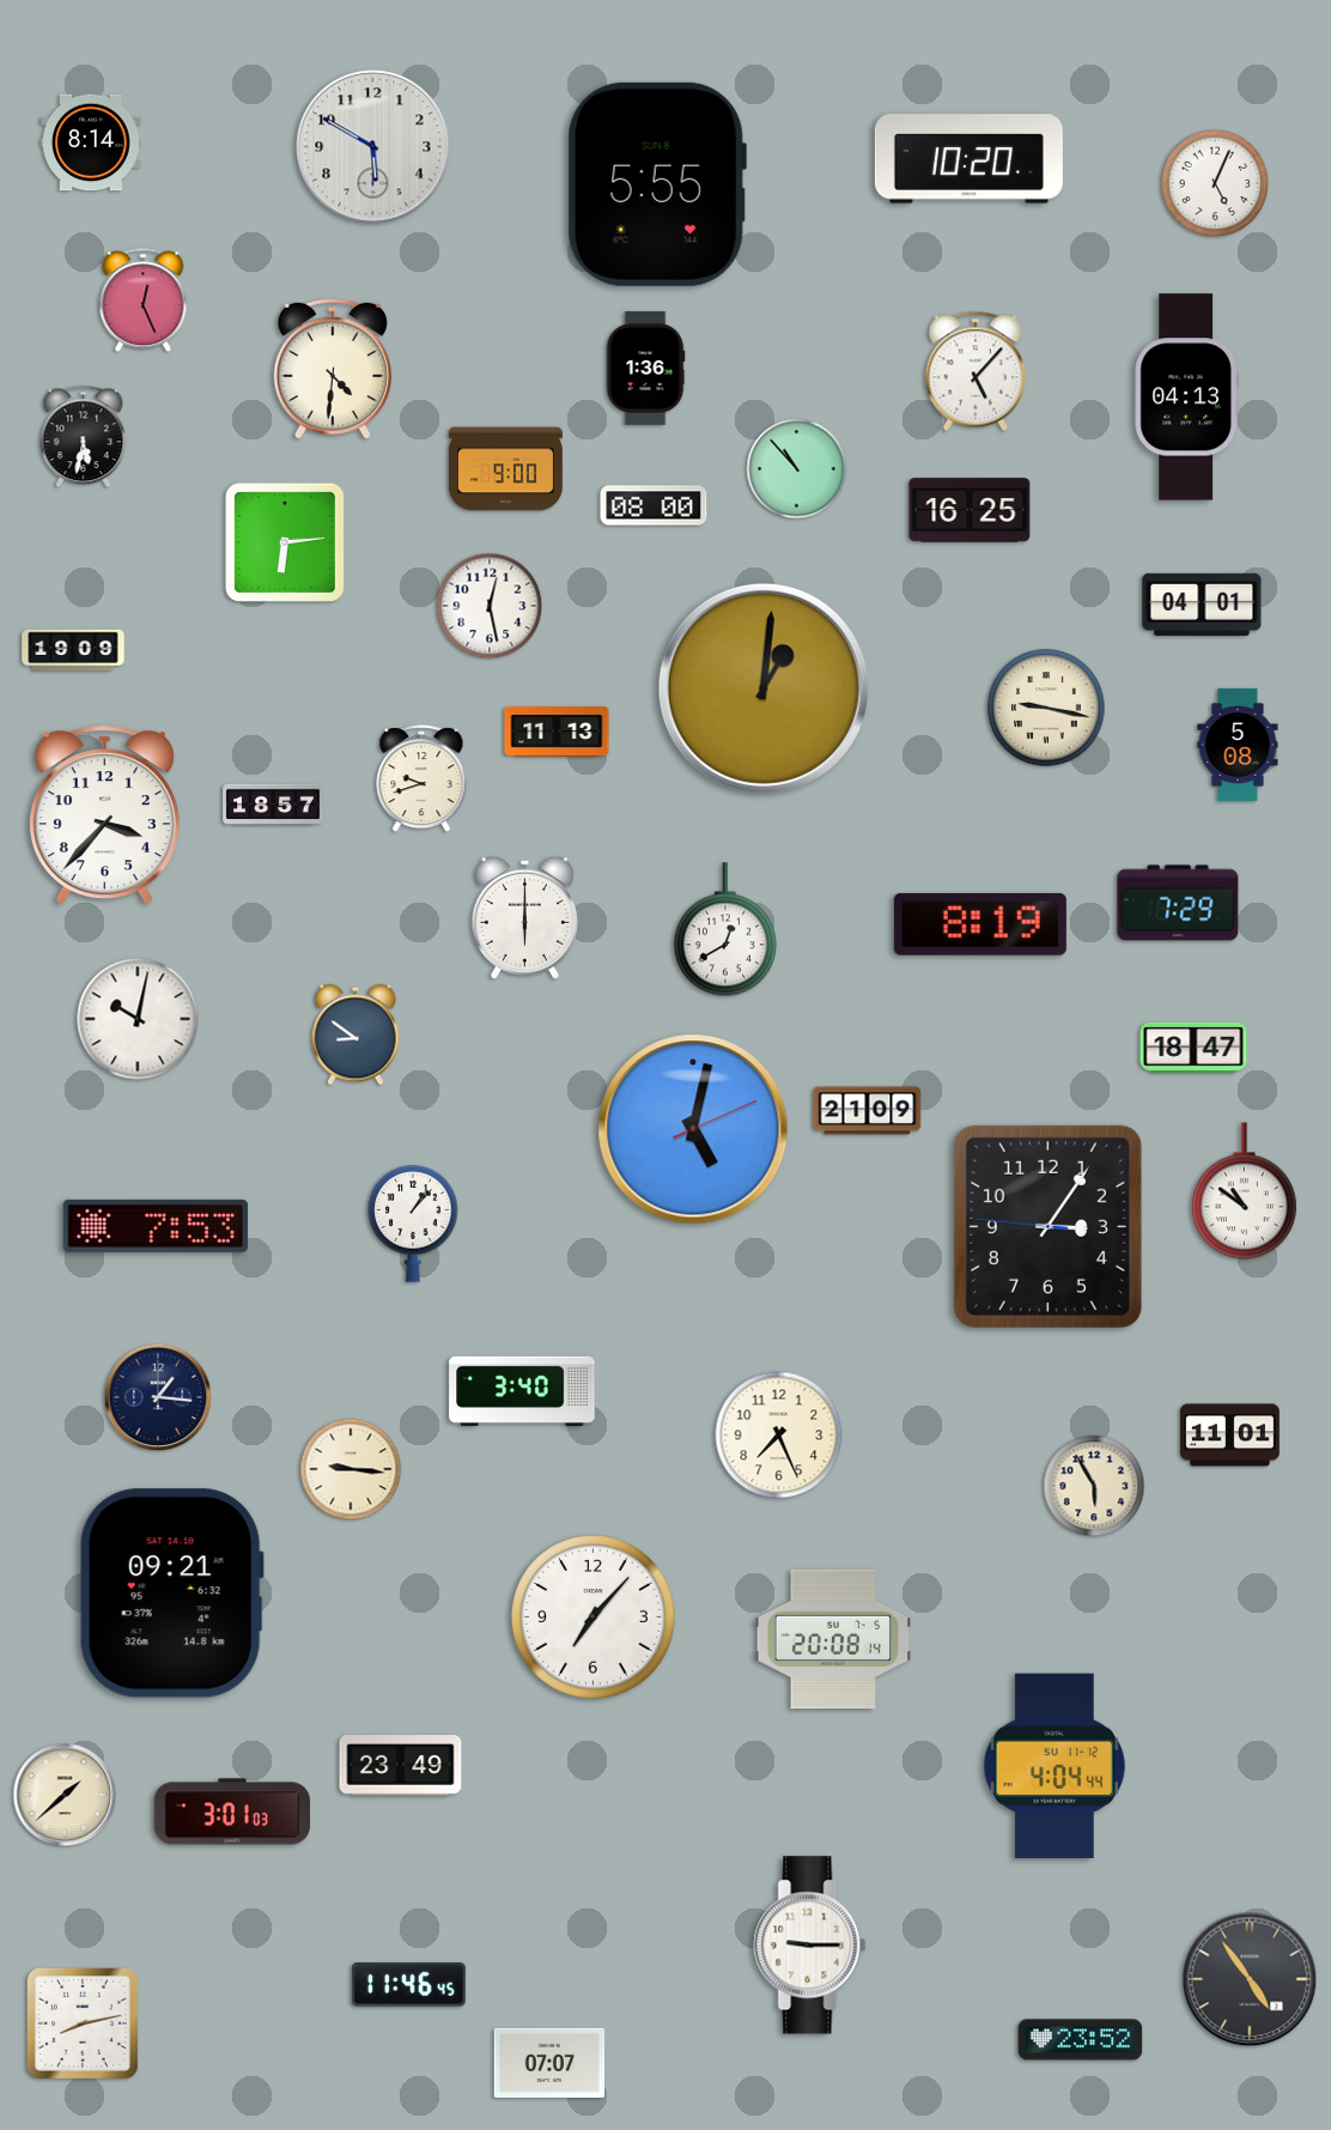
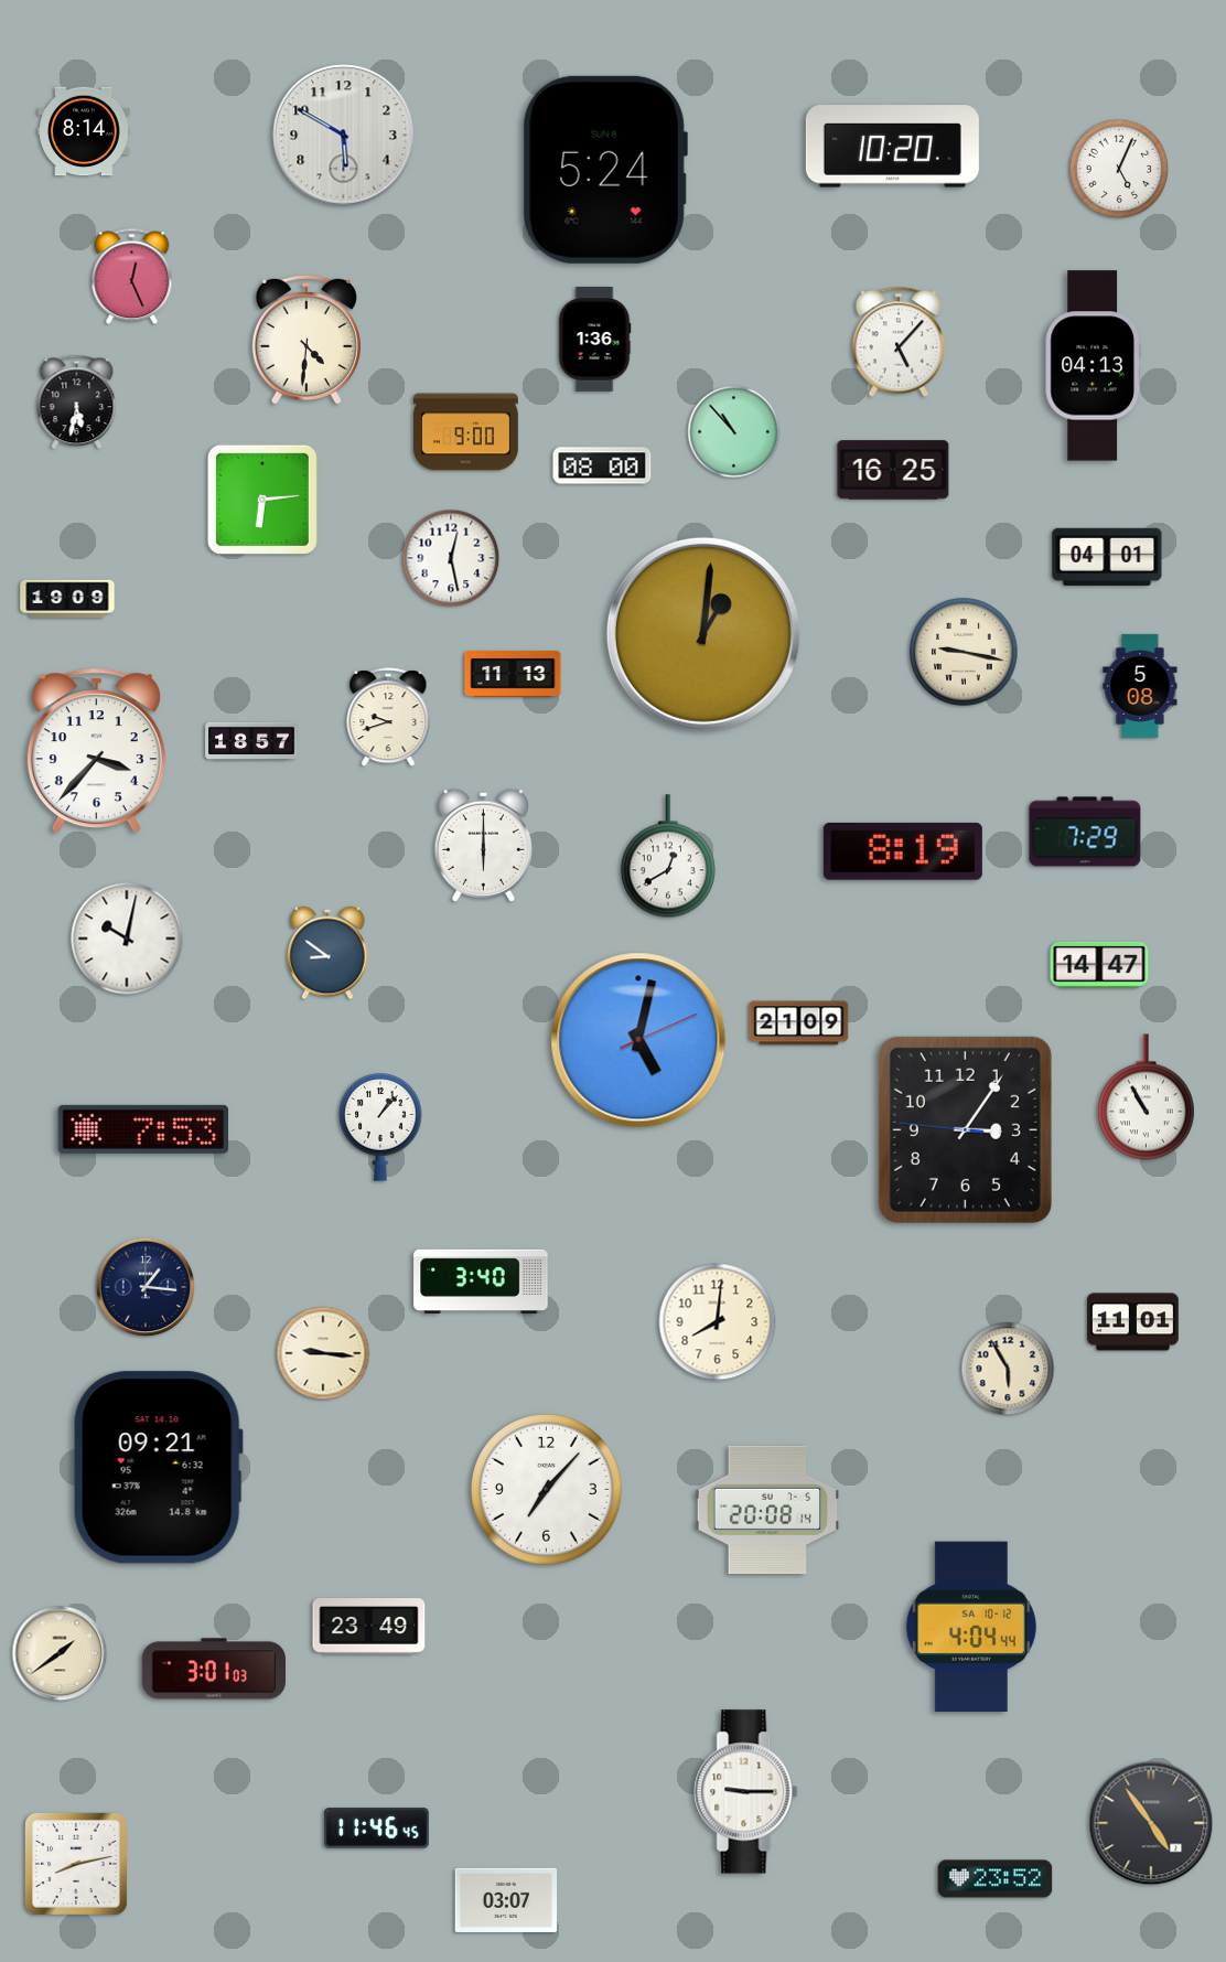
clock at (657, 184): 5:55 -> 5:24
clock at (1193, 1048): 18:47 -> 14:47
clock at (1244, 1191): 10:51 -> 10:55
clock at (779, 1436): 7:26 -> 8:01
clock at (1055, 1766) date: SU 11-12 -> SA 10-12
clock at (65, 1795): 1:38 -> 1:39
clock at (549, 2063): 07:07 -> 03:07
